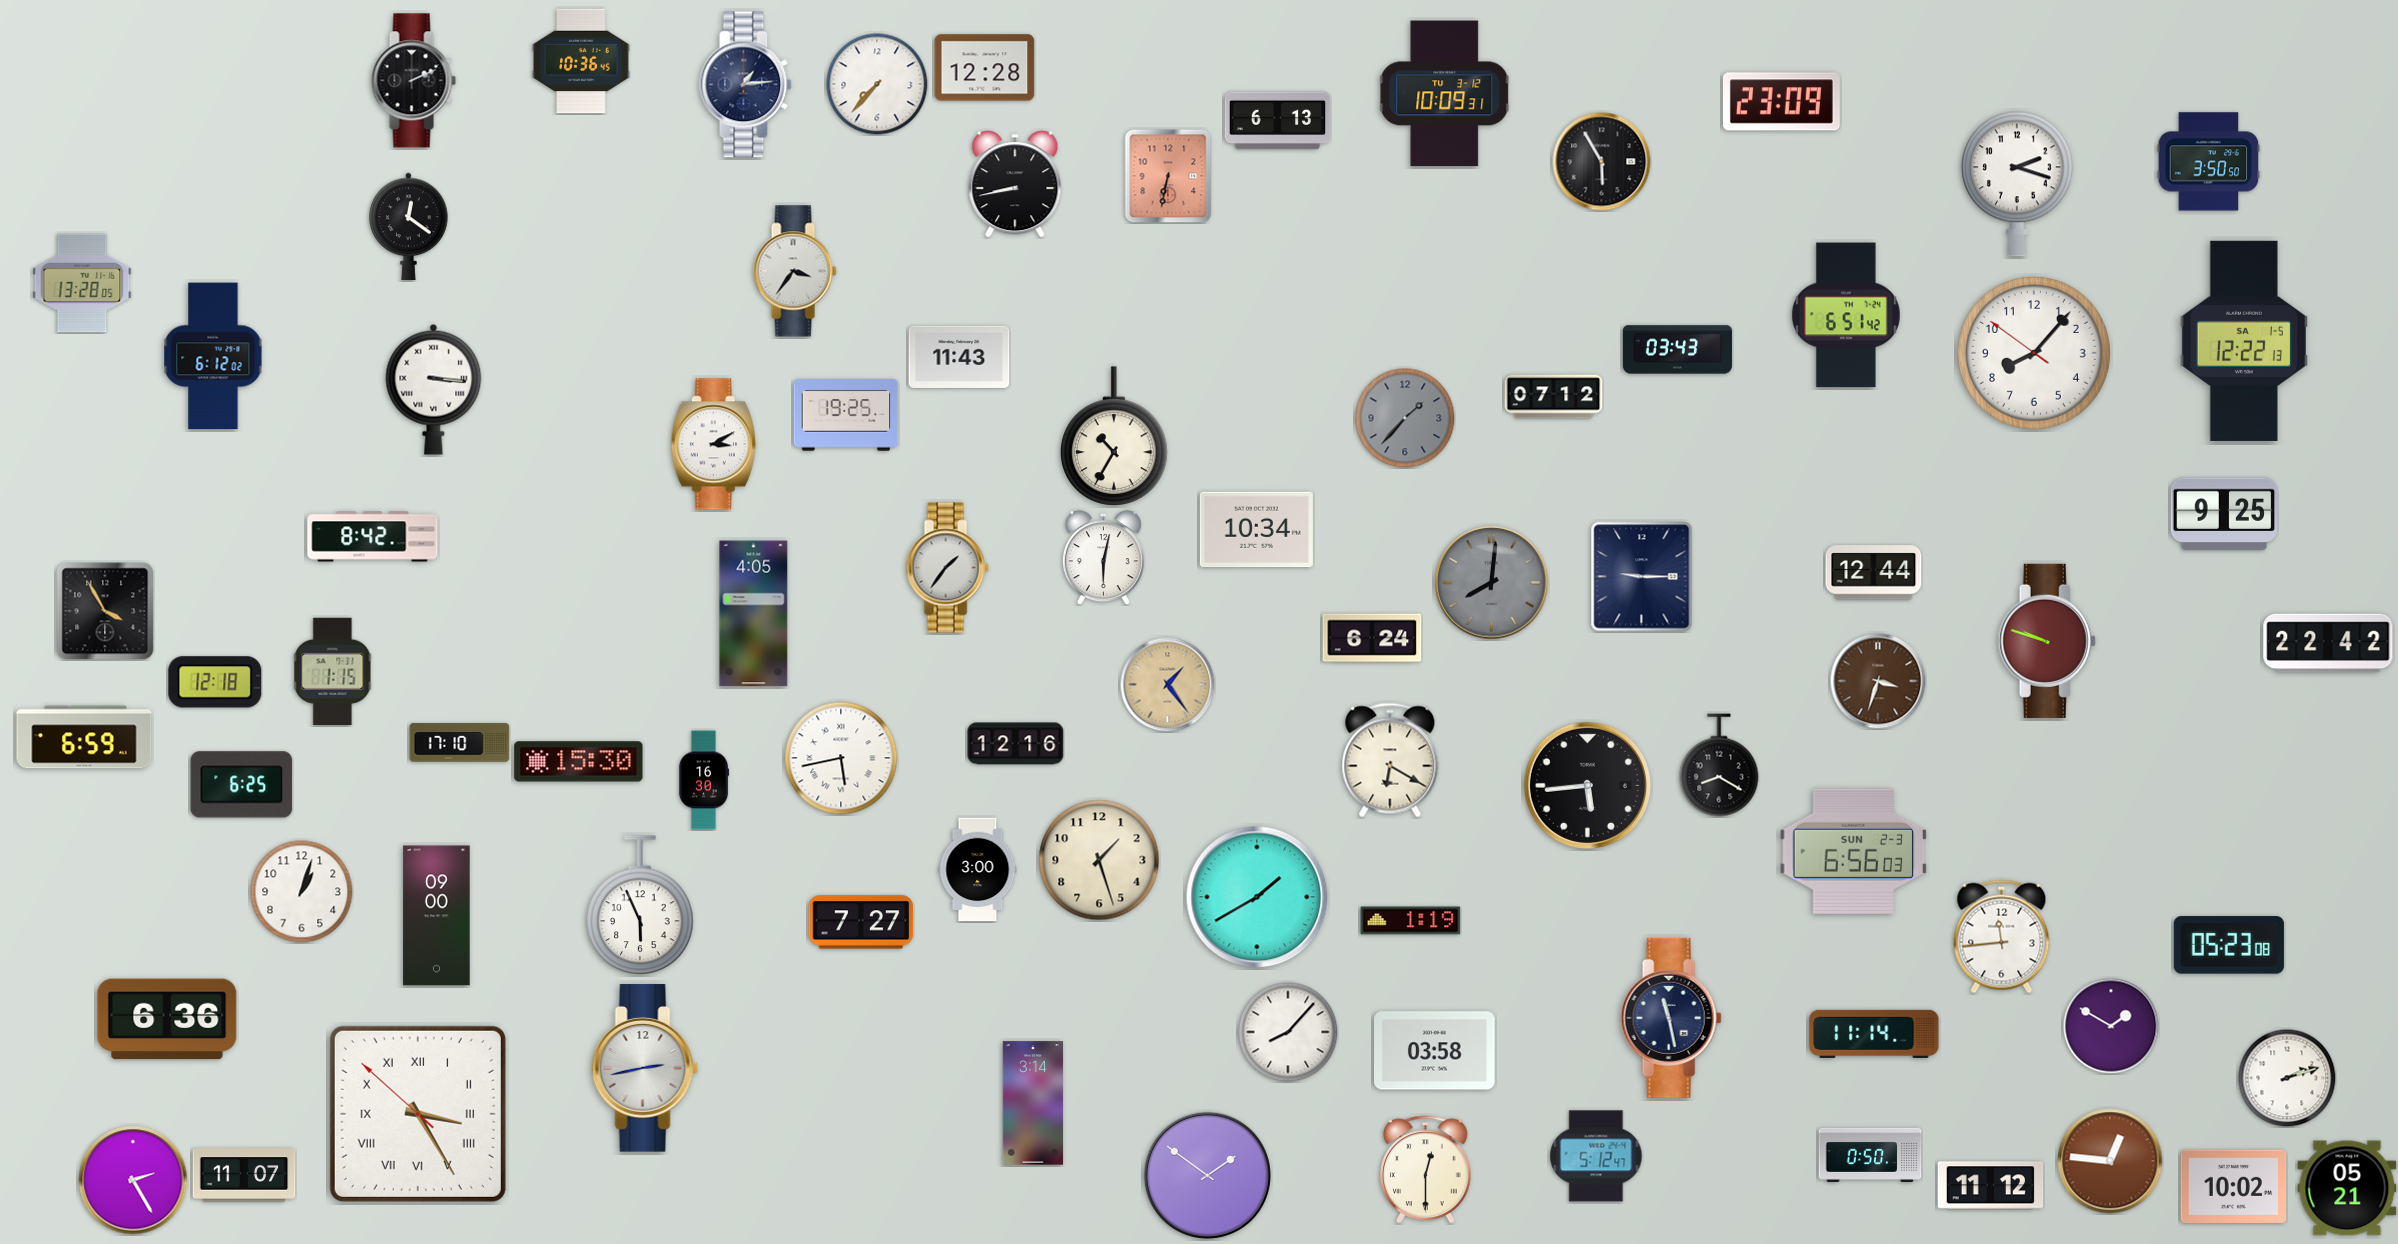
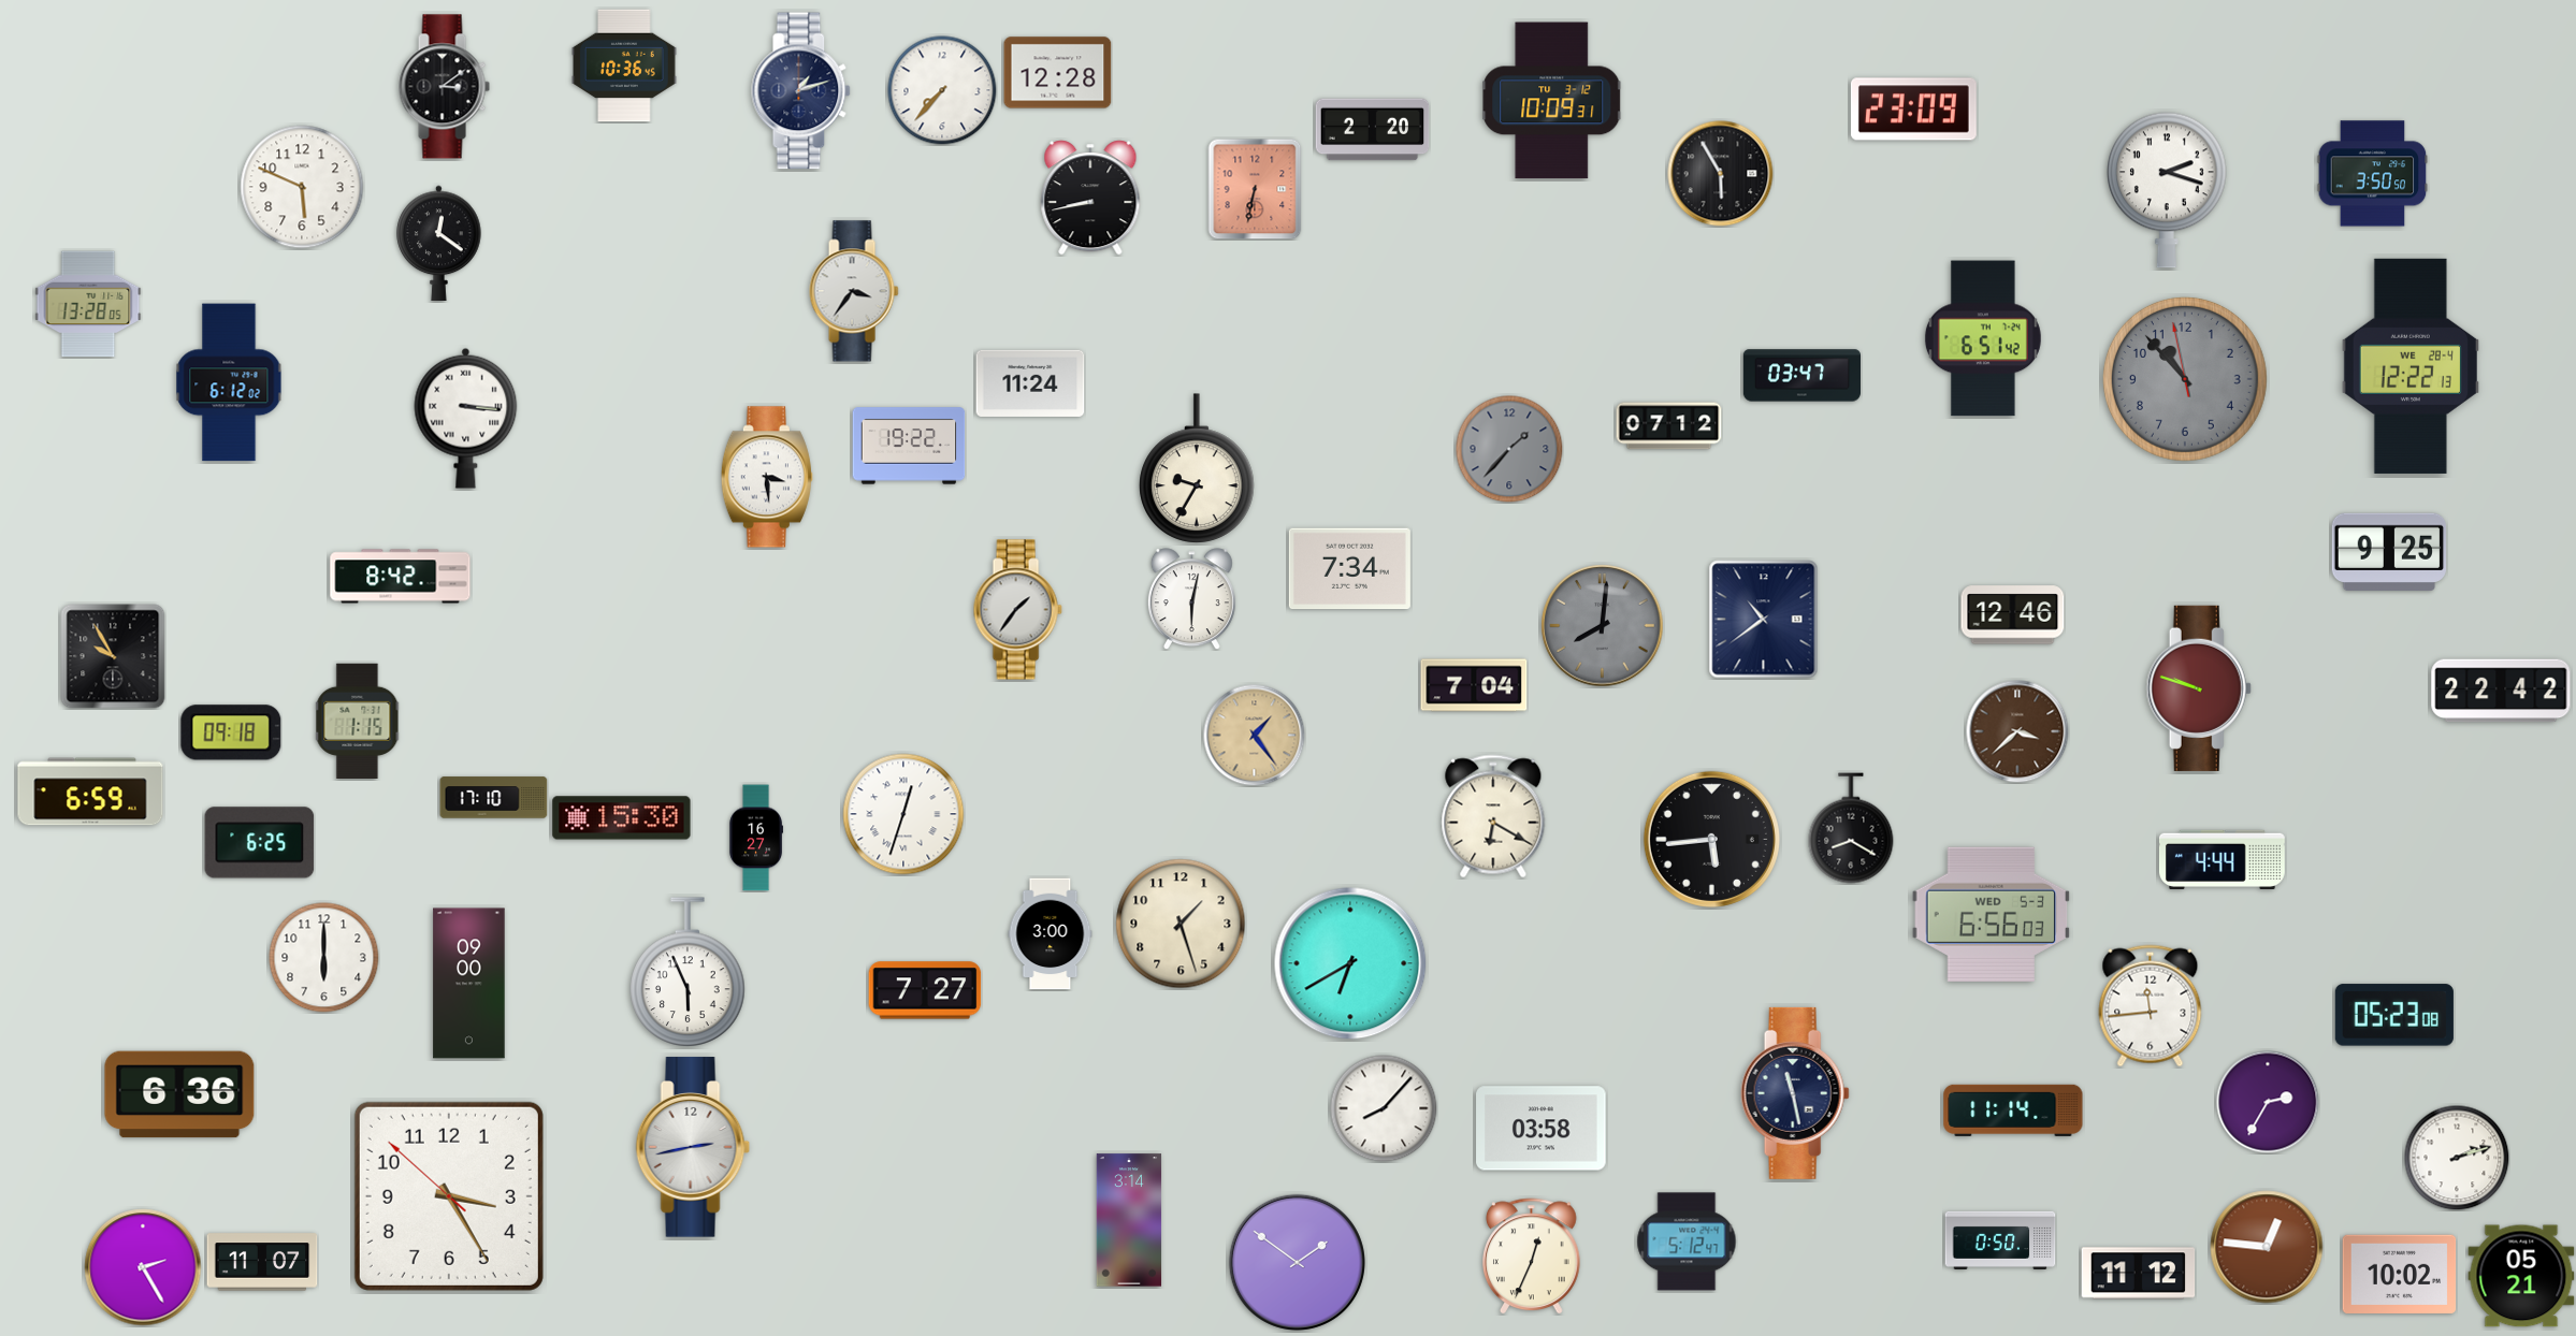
clock at (413, 81): 2:11 -> 3:09
clock at (746, 85): 1:14 -> 1:12
clock at (1278, 121): 6:13 -> 2:20
clock at (302, 187): none -> 5:49
clock at (2018, 184) position: (2018, 184) -> (2168, 190)
clock at (2244, 341) date: SA 1-5 -> WE 28-4
clock at (1677, 350): 03:43 -> 03:47
clock at (2034, 353): 8:06 -> 10:52
clock at (2034, 353) dial: white -> grey
clock at (959, 357): 11:43 -> 11:24
clock at (846, 415): 19:25 -> 19:22
clock at (1114, 436): 10:35 -> 9:35
clock at (714, 444): 3:10 -> 3:29
clock at (1256, 530): 10:34 -> 7:34
clock at (1103, 558) position: (1103, 558) -> (1191, 599)
clock at (1874, 573): 12:44 -> 12:46
clock at (1642, 577): 9:15 -> 10:39
clock at (105, 611): 3:55 -> 9:55
clock at (754, 614): 4:05 -> none
clock at (1372, 638): 6:24 -> 7:04
clock at (1878, 681): 3:33 -> 3:38
clock at (215, 682): 12:18 -> 09:18
clock at (1016, 744): 12:16 -> none
clock at (841, 758): 5:43 -> 12:33
clock at (1719, 765) position: (1719, 765) -> (1851, 828)
clock at (703, 780): 16:30 -> 16:27
clock at (1587, 785) position: (1587, 785) -> (1711, 839)
clock at (2222, 859): none -> 4:44
clock at (1854, 851) date: SUN 2-3 -> WED 5-3
clock at (302, 892): 1:03 -> 6:00
clock at (1257, 897): 1:40 -> 6:40
clock at (1411, 921): 1:19 -> none
clock at (2111, 1026): 1:50 -> 2:35
clock at (1033, 1103) position: (1033, 1103) -> (1129, 1220)
clock at (418, 1114) numerals: Roman -> Arabic
clock at (1870, 1155) position: (1870, 1155) -> (2000, 1240)
clock at (1596, 1156) position: (1596, 1156) -> (1687, 1241)
clock at (1426, 1170): 12:30 -> 12:34
